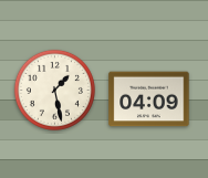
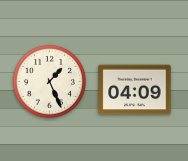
clock at (54, 90): 1:28 -> 1:26
